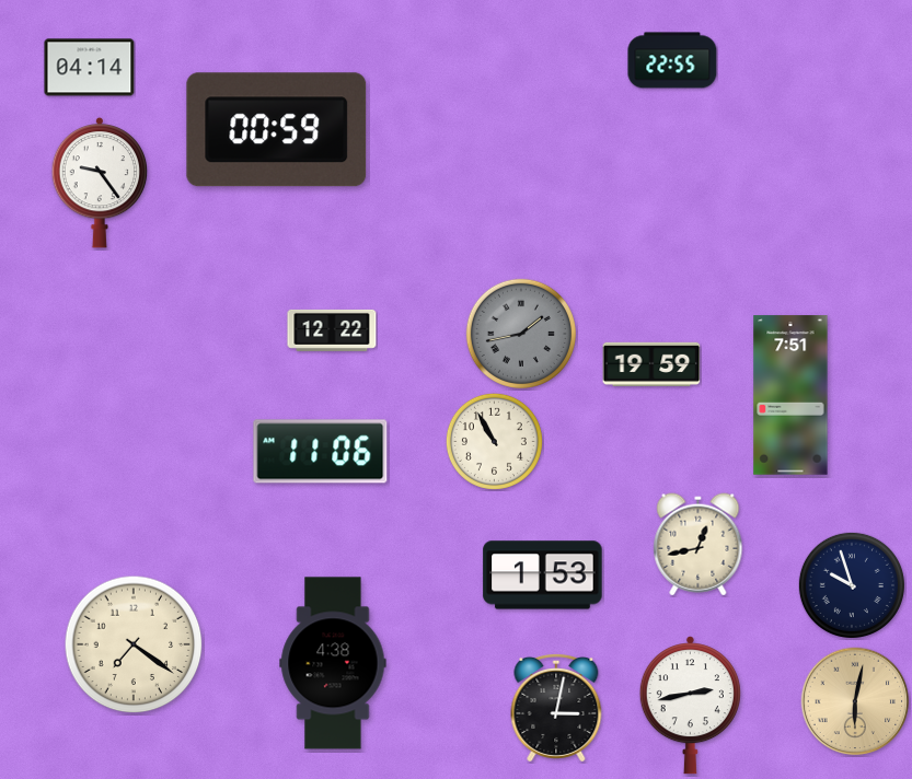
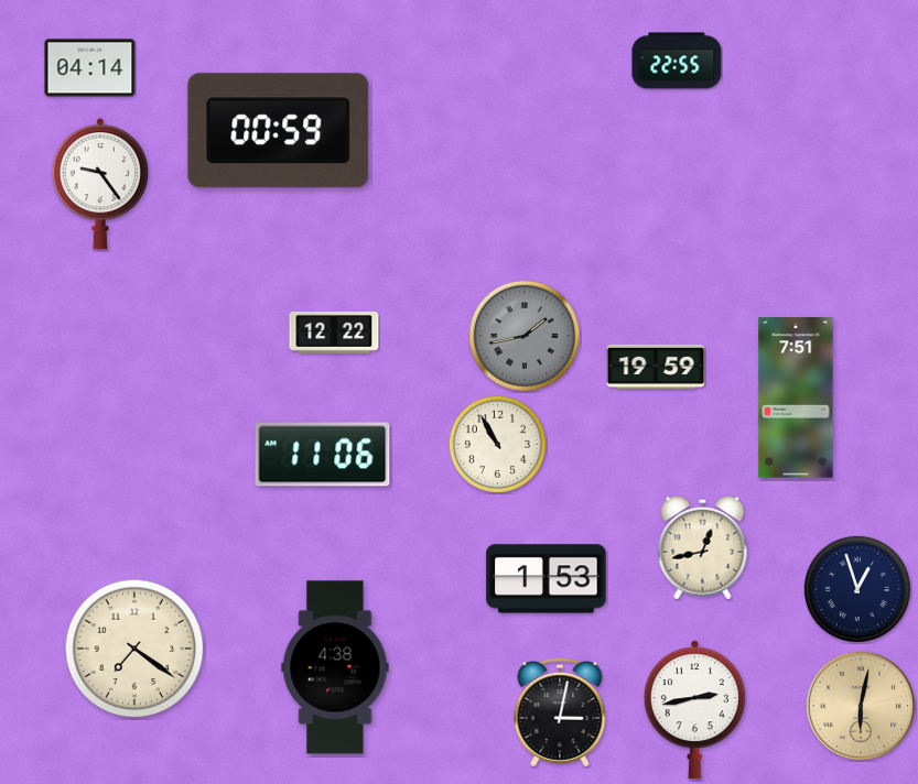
clock at (852, 585): 9:57 -> 12:57
